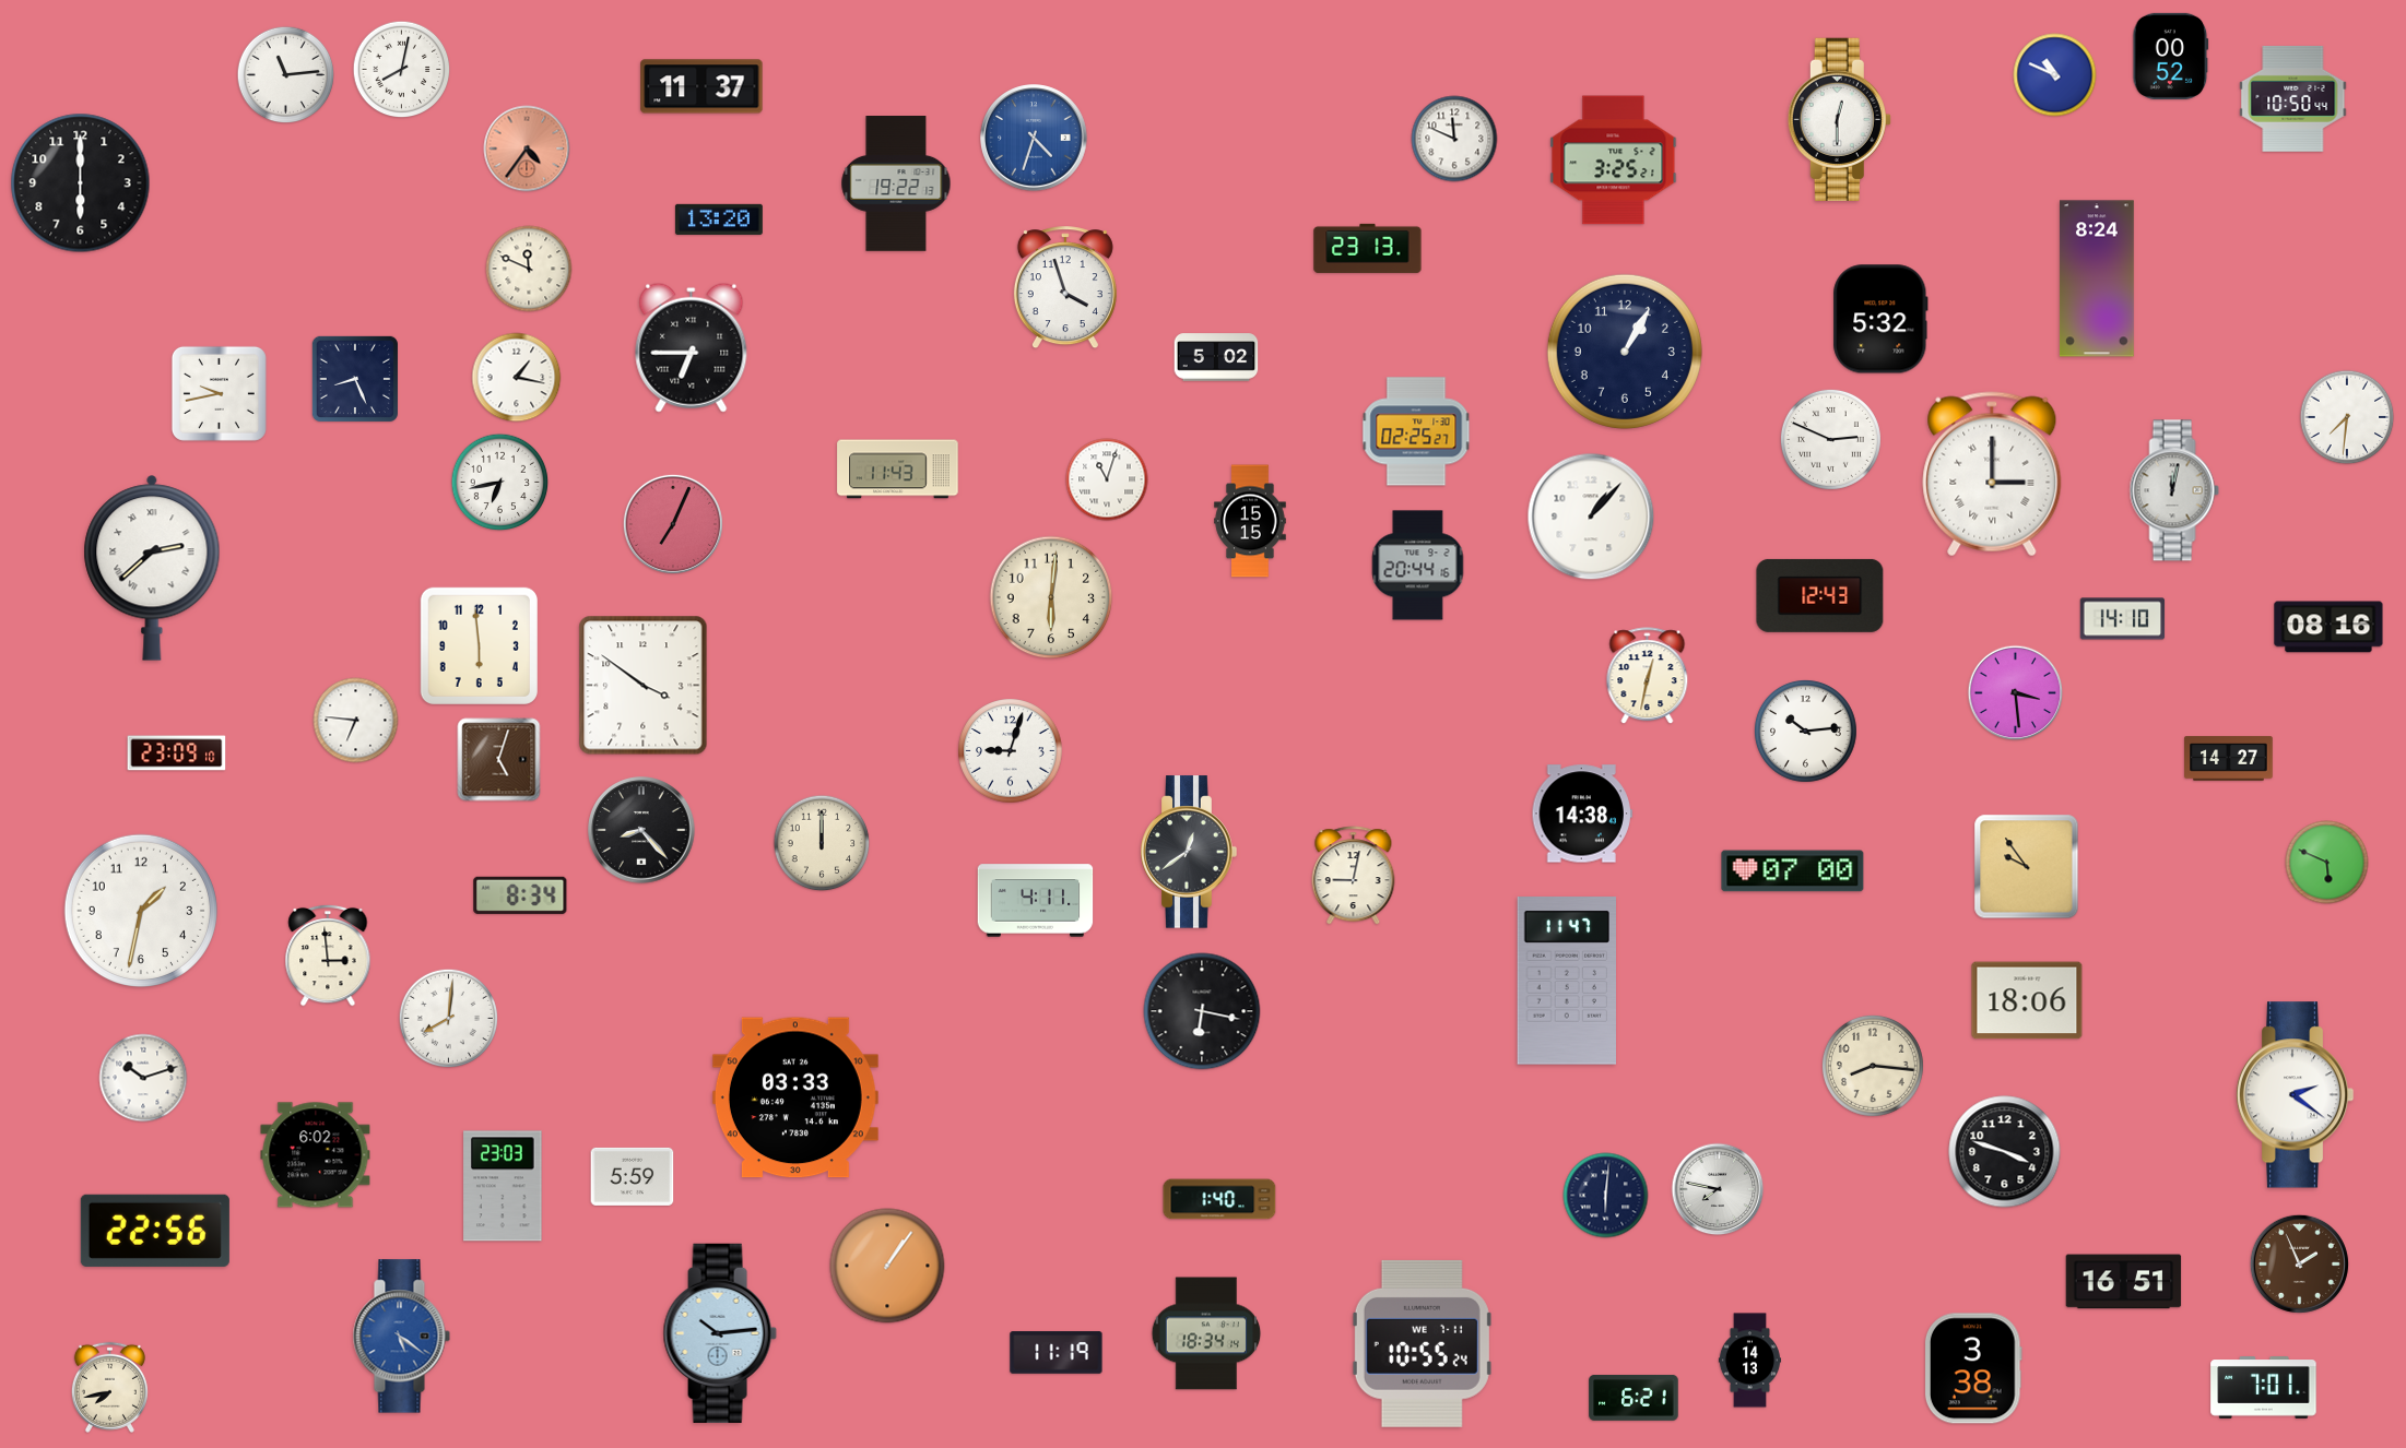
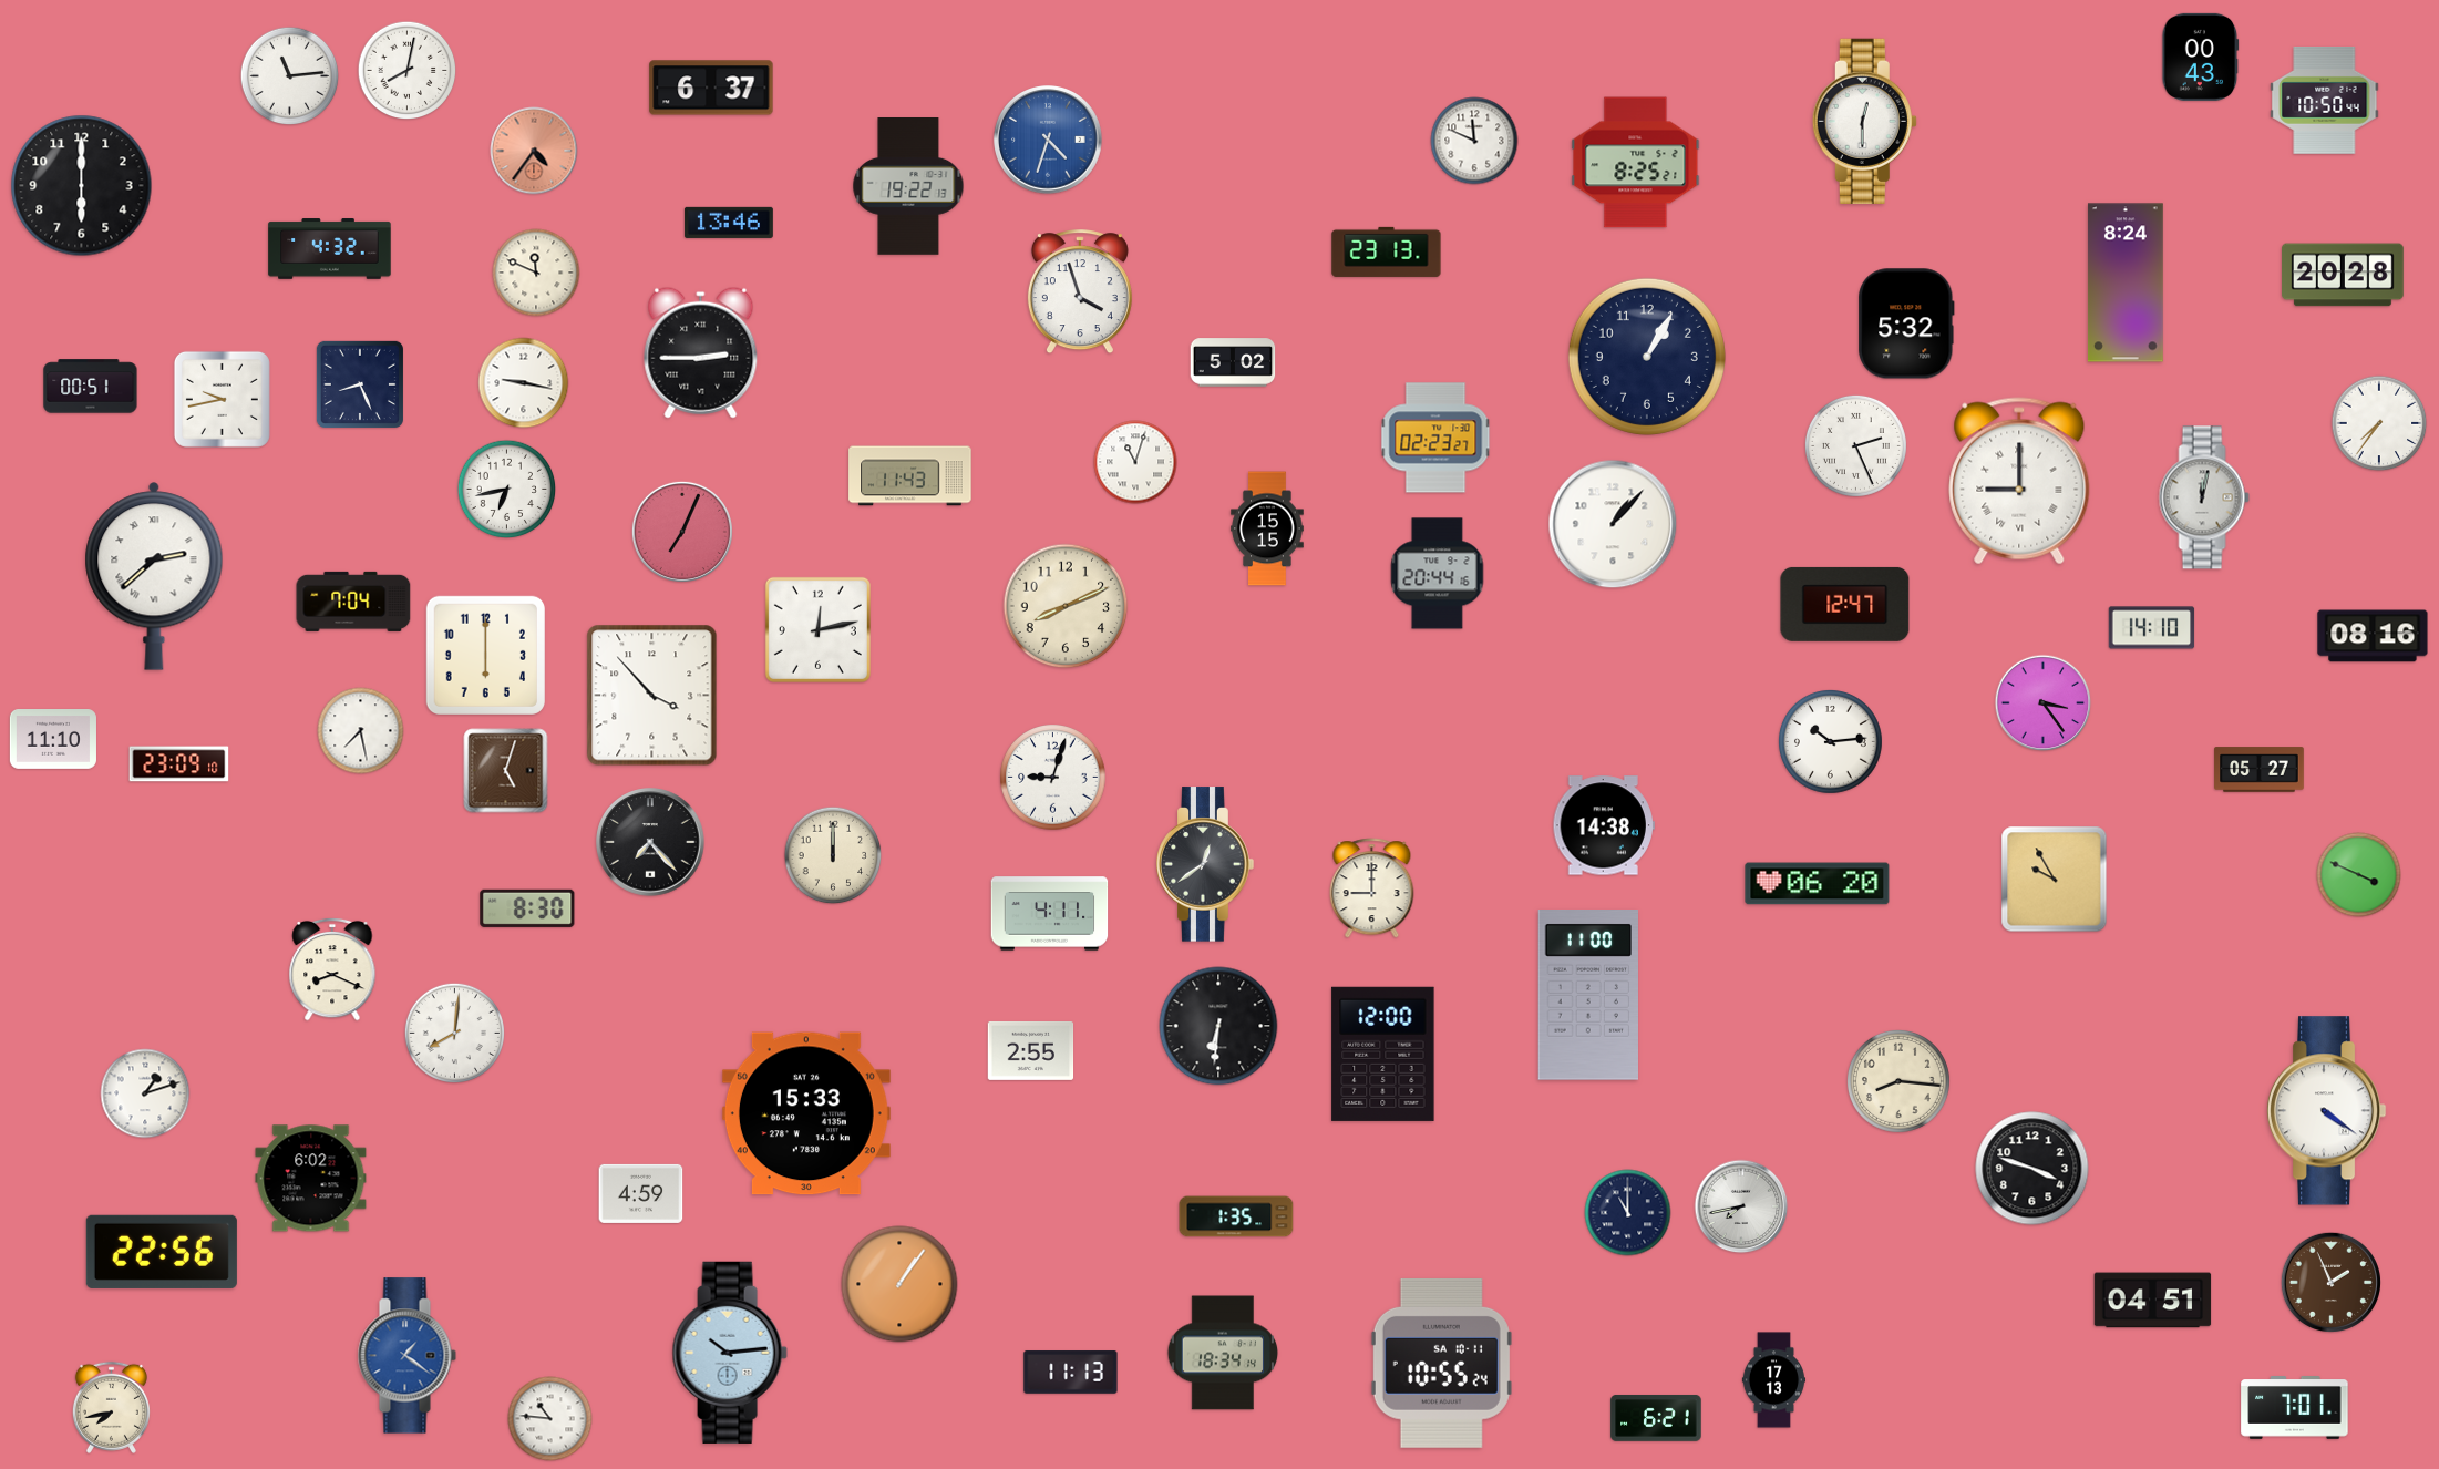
clock at (2171, 56): 00:52 -> 00:43
clock at (2055, 75): 10:49 -> none
clock at (701, 86): 11:37 -> 6:37
clock at (1614, 161): 3:25 -> 8:25
clock at (719, 219): 13:20 -> 13:46
clock at (330, 249): none -> 4:32
clock at (2344, 275): none -> 20:28
clock at (692, 347): 6:45 -> 2:45
clock at (517, 378): 1:17 -> 9:17
clock at (91, 387): none -> 00:51
clock at (2347, 417): 7:31 -> 7:36
clock at (1416, 431): 02:25 -> 02:23
clock at (1830, 439): 2:49 -> 2:26
clock at (1992, 474): 3:00 -> 9:00
clock at (1107, 479) position: (1107, 479) -> (1135, 462)
clock at (353, 602): none -> 7:04
clock at (1820, 595): 12:43 -> 12:47
clock at (1051, 597): 6:01 -> 8:11
clock at (817, 629): none -> 12:13
clock at (2328, 627) position: (2328, 627) -> (2373, 636)
clock at (479, 645): 5:59 -> 6:00
clock at (1648, 676): 12:32 -> none
clock at (644, 686): 3:51 -> 3:53
clock at (2016, 693): 3:29 -> 3:24
clock at (356, 721): 6:46 -> 7:28
clock at (53, 740): none -> 11:10
clock at (1011, 751) position: (1011, 751) -> (1053, 778)
clock at (2229, 759): 14:27 -> 05:27
clock at (641, 830): 8:23 -> 7:23
clock at (2327, 863): 5:49 -> 3:49
clock at (2027, 867): 9:54 -> 9:55
clock at (1793, 871): 07:00 -> 06:20
clock at (1354, 876): 9:02 -> 9:00
clock at (520, 895): 8:34 -> 8:30
clock at (141, 911): 1:32 -> none
clock at (328, 956): 2:59 -> 8:19
clock at (1566, 981): 11:47 -> 11:00
clock at (2027, 1000): 18:06 -> none
clock at (1202, 1011): 6:17 -> 6:31
clock at (1031, 1050): none -> 2:55
clock at (1383, 1054): none -> 12:00
clock at (143, 1078): 10:12 -> 1:12
clock at (2295, 1095): 2:21 -> 4:21
clock at (795, 1097): 03:33 -> 15:33
clock at (316, 1155) position: (316, 1155) -> (311, 1179)
clock at (633, 1176): 5:59 -> 4:59
clock at (503, 1186): 23:03 -> none
clock at (1718, 1189): 7:47 -> 7:43
clock at (1606, 1196): 6:01 -> 11:00
clock at (1219, 1199): 1:40 -> 1:35
clock at (155, 1231) position: (155, 1231) -> (162, 1252)
clock at (2124, 1282): 16:51 -> 04:51
clock at (401, 1337): 5:21 -> 1:21
clock at (1422, 1343) date: WE 7-11 -> SA 10-11
clock at (1057, 1353): 11:19 -> 11:13
clock at (1749, 1361): 14:13 -> 17:13
clock at (1973, 1368): 3:38 -> none
clock at (550, 1419): none -> 10:46
